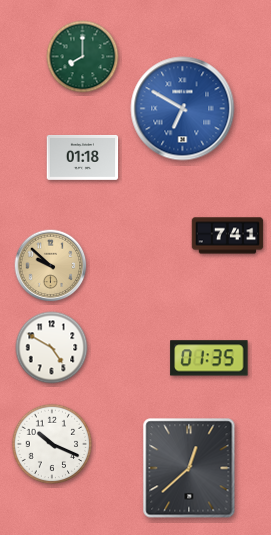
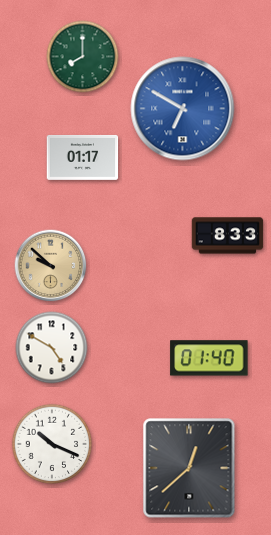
clock at (83, 157): 01:18 -> 01:17
clock at (228, 236): 7:41 -> 8:33
clock at (209, 358): 01:35 -> 01:40
